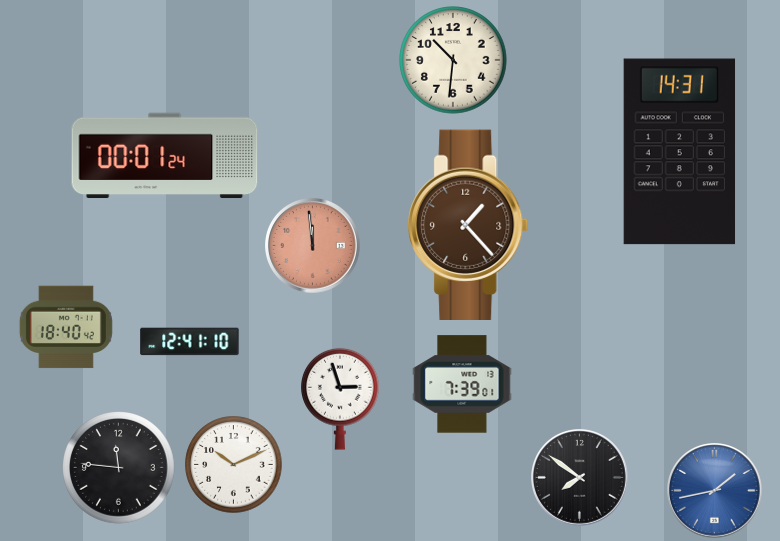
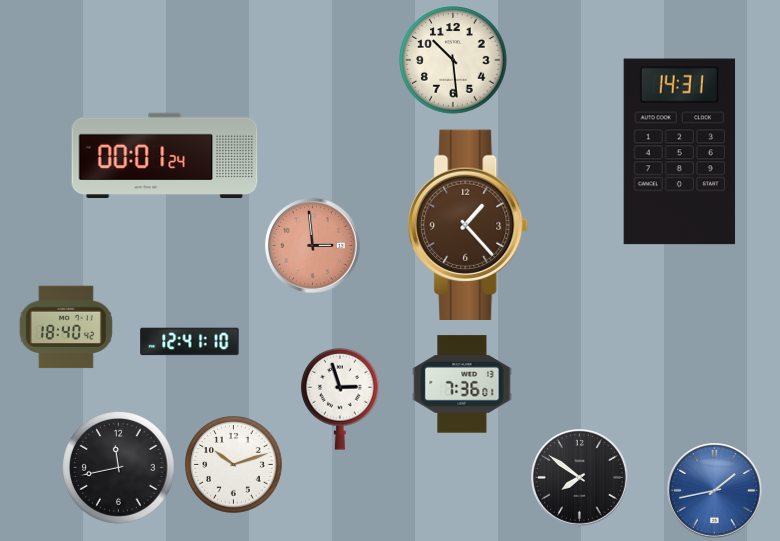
clock at (453, 60): 10:31 -> 10:29
clock at (313, 246): 11:59 -> 2:59
clock at (462, 384): 7:39 -> 7:36
clock at (234, 465): 10:11 -> 10:12
clock at (119, 468): 11:46 -> 11:43
